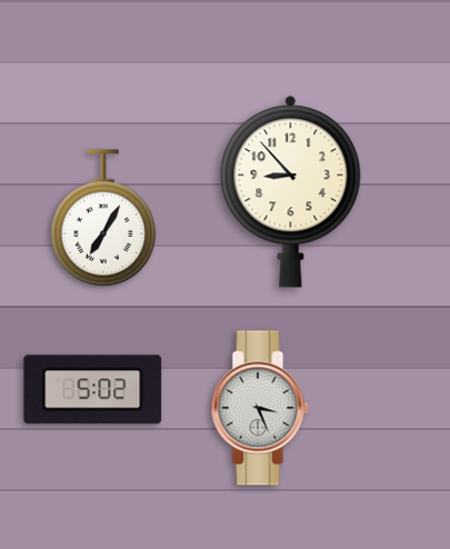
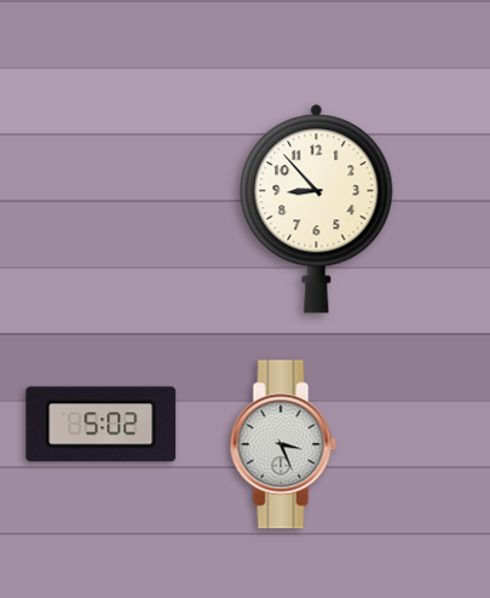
clock at (103, 218): 7:05 -> none
